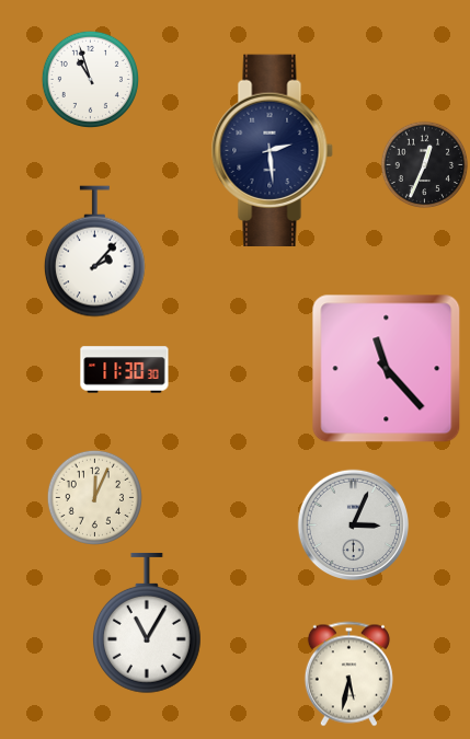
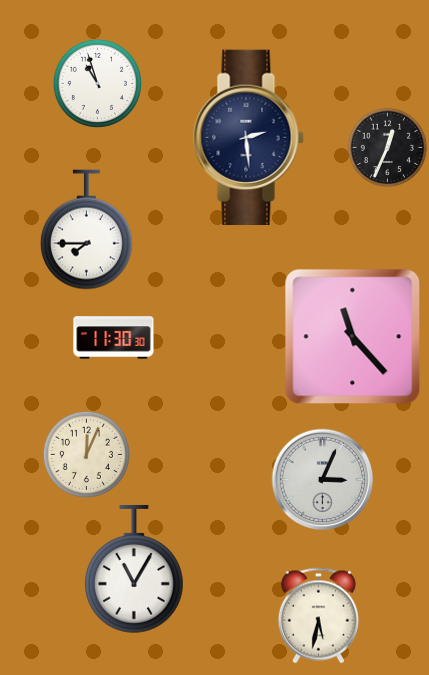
clock at (90, 79) position: (90, 79) -> (97, 83)
clock at (425, 165) position: (425, 165) -> (388, 148)
clock at (94, 252): 2:07 -> 7:45
